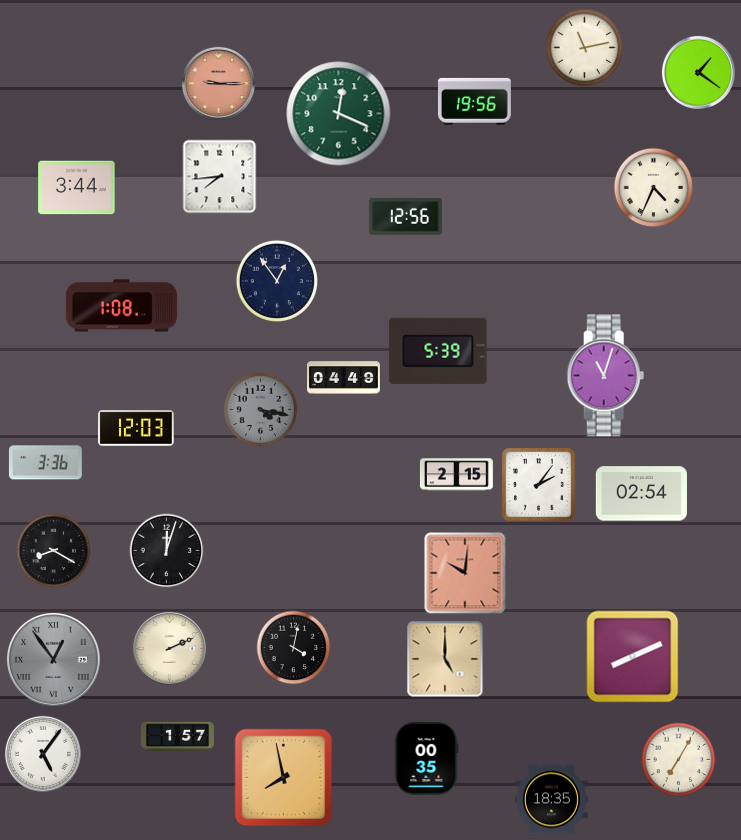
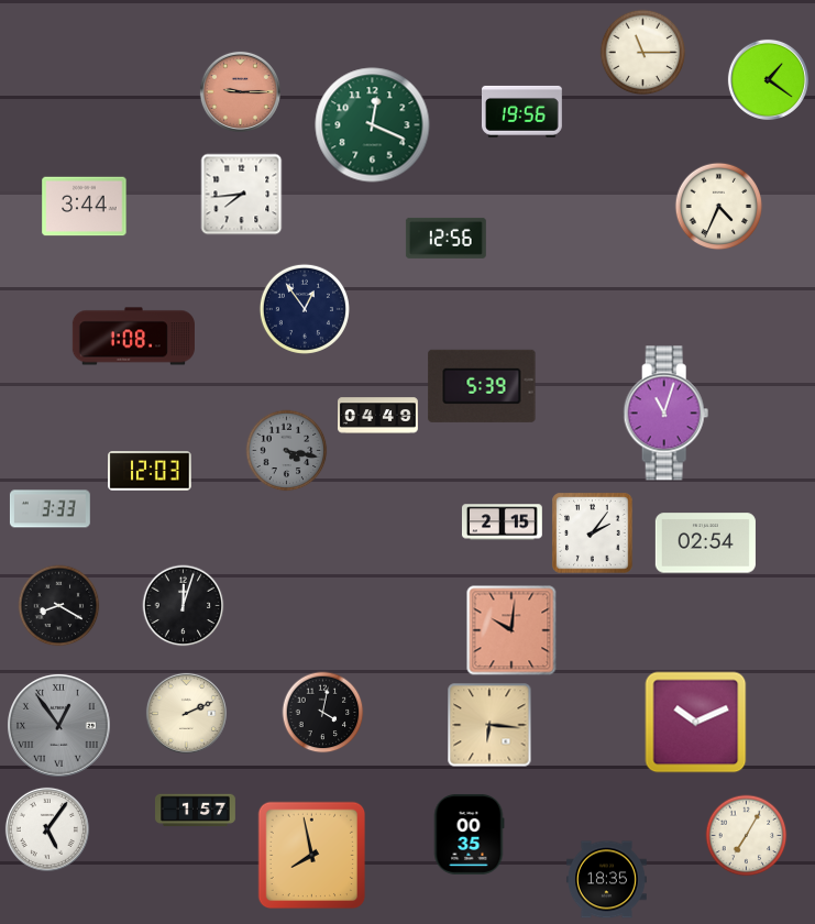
clock at (585, 48): 11:13 -> 11:15
clock at (45, 463): 3:36 -> 3:33
clock at (633, 657): 8:11 -> 10:11
clock at (445, 659): 5:00 -> 6:16
